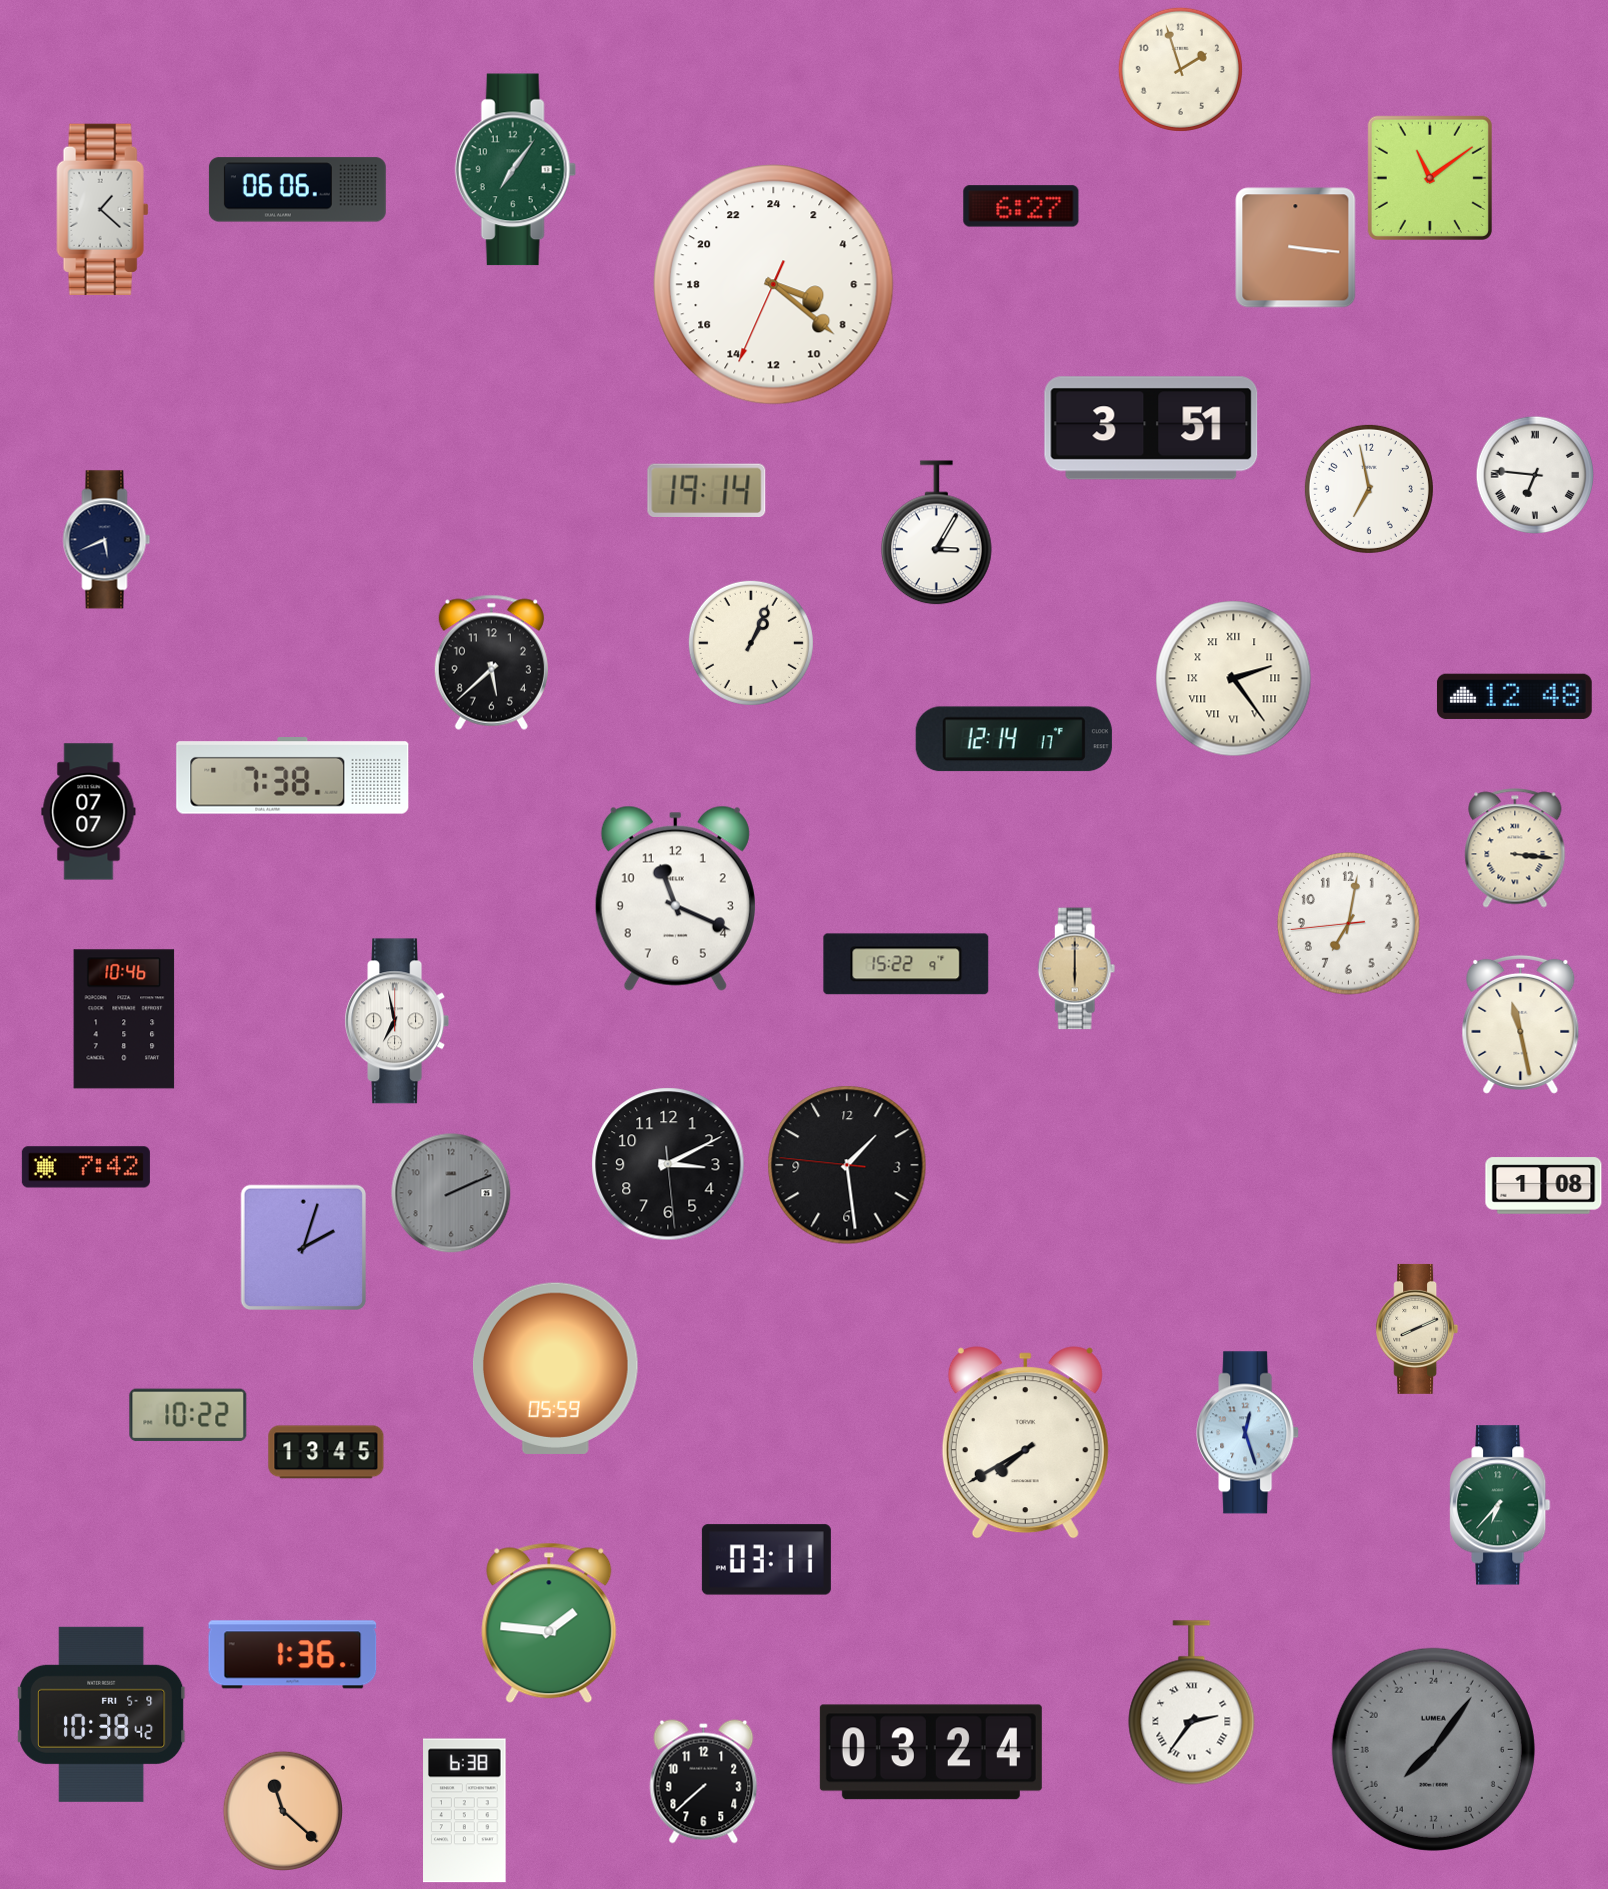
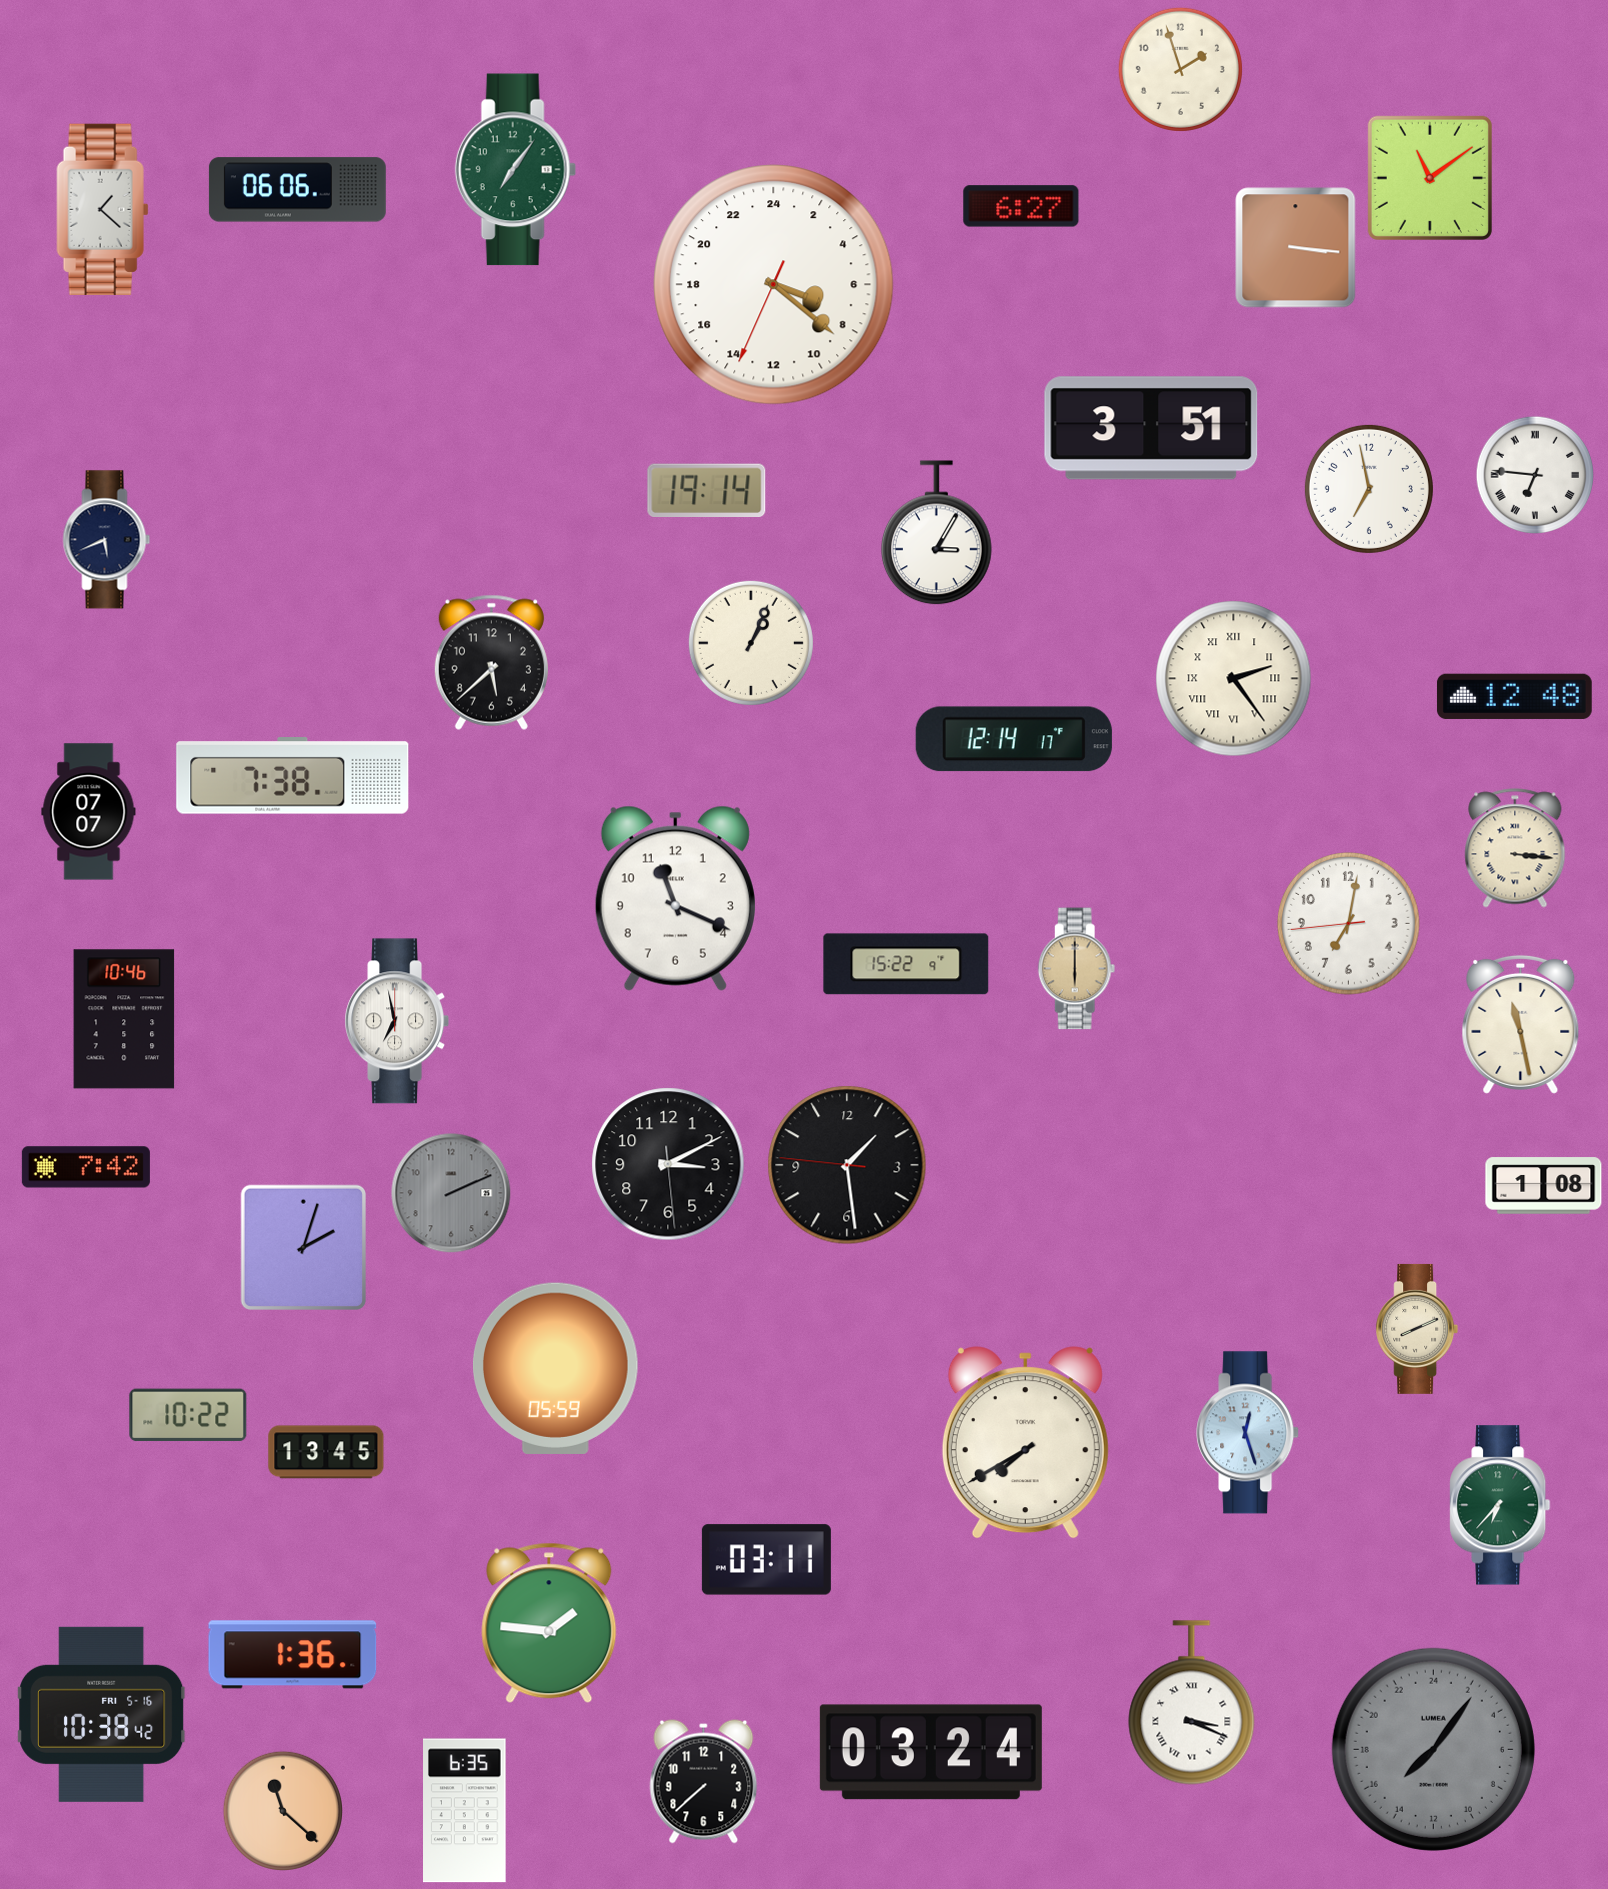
clock at (1192, 1703): 2:36 -> 3:19
clock at (102, 1714) date: FRI 5-9 -> FRI 5-16
clock at (465, 1811): 6:38 -> 6:35
